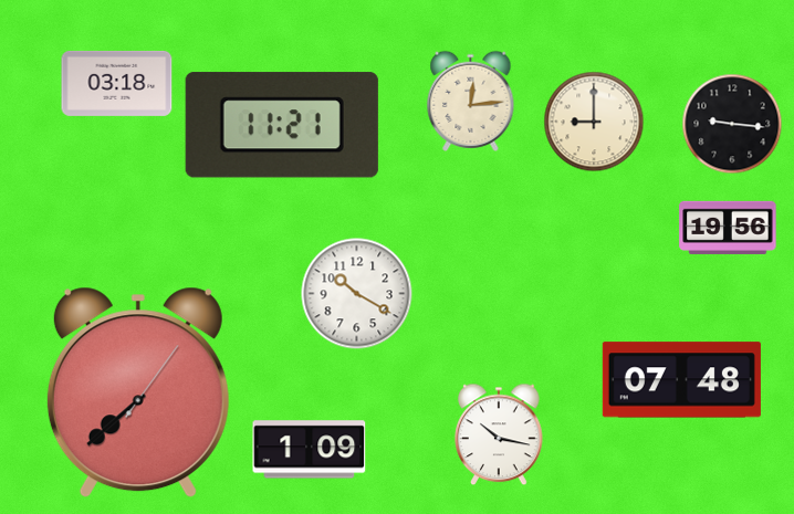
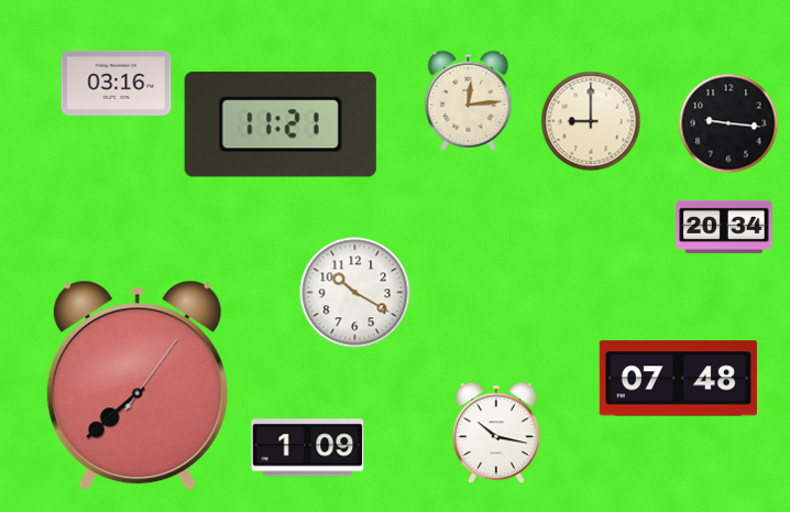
clock at (117, 83): 03:18 -> 03:16
clock at (728, 228): 19:56 -> 20:34
clock at (138, 392) position: (138, 392) -> (138, 385)
